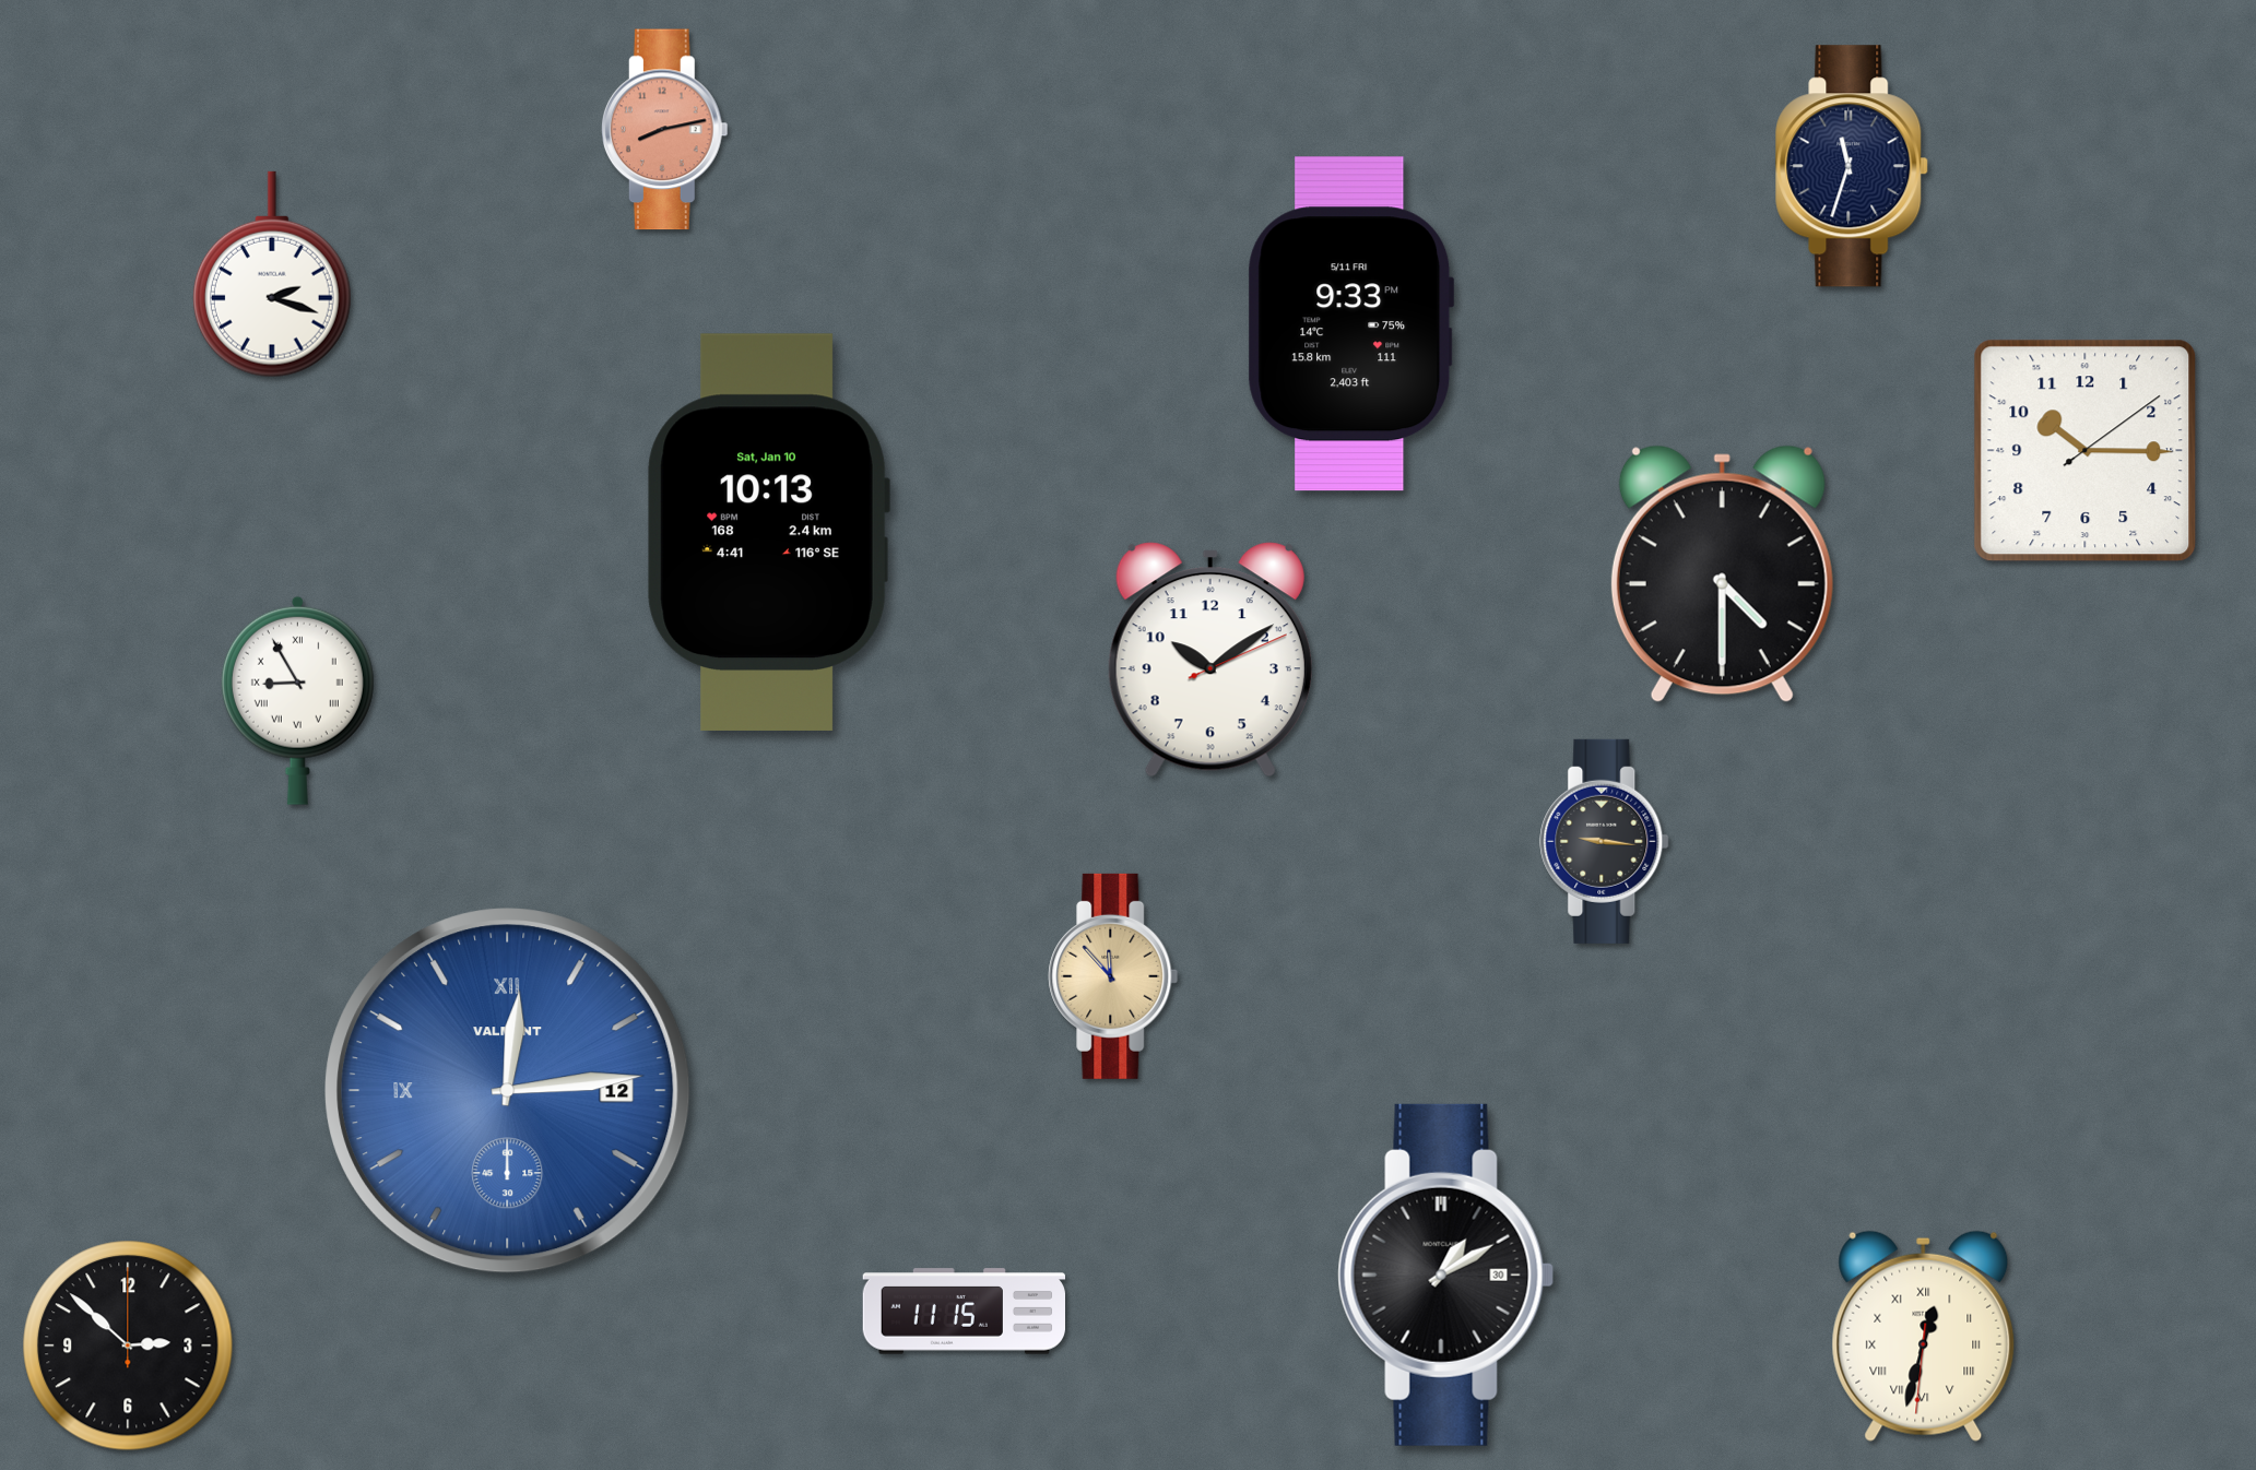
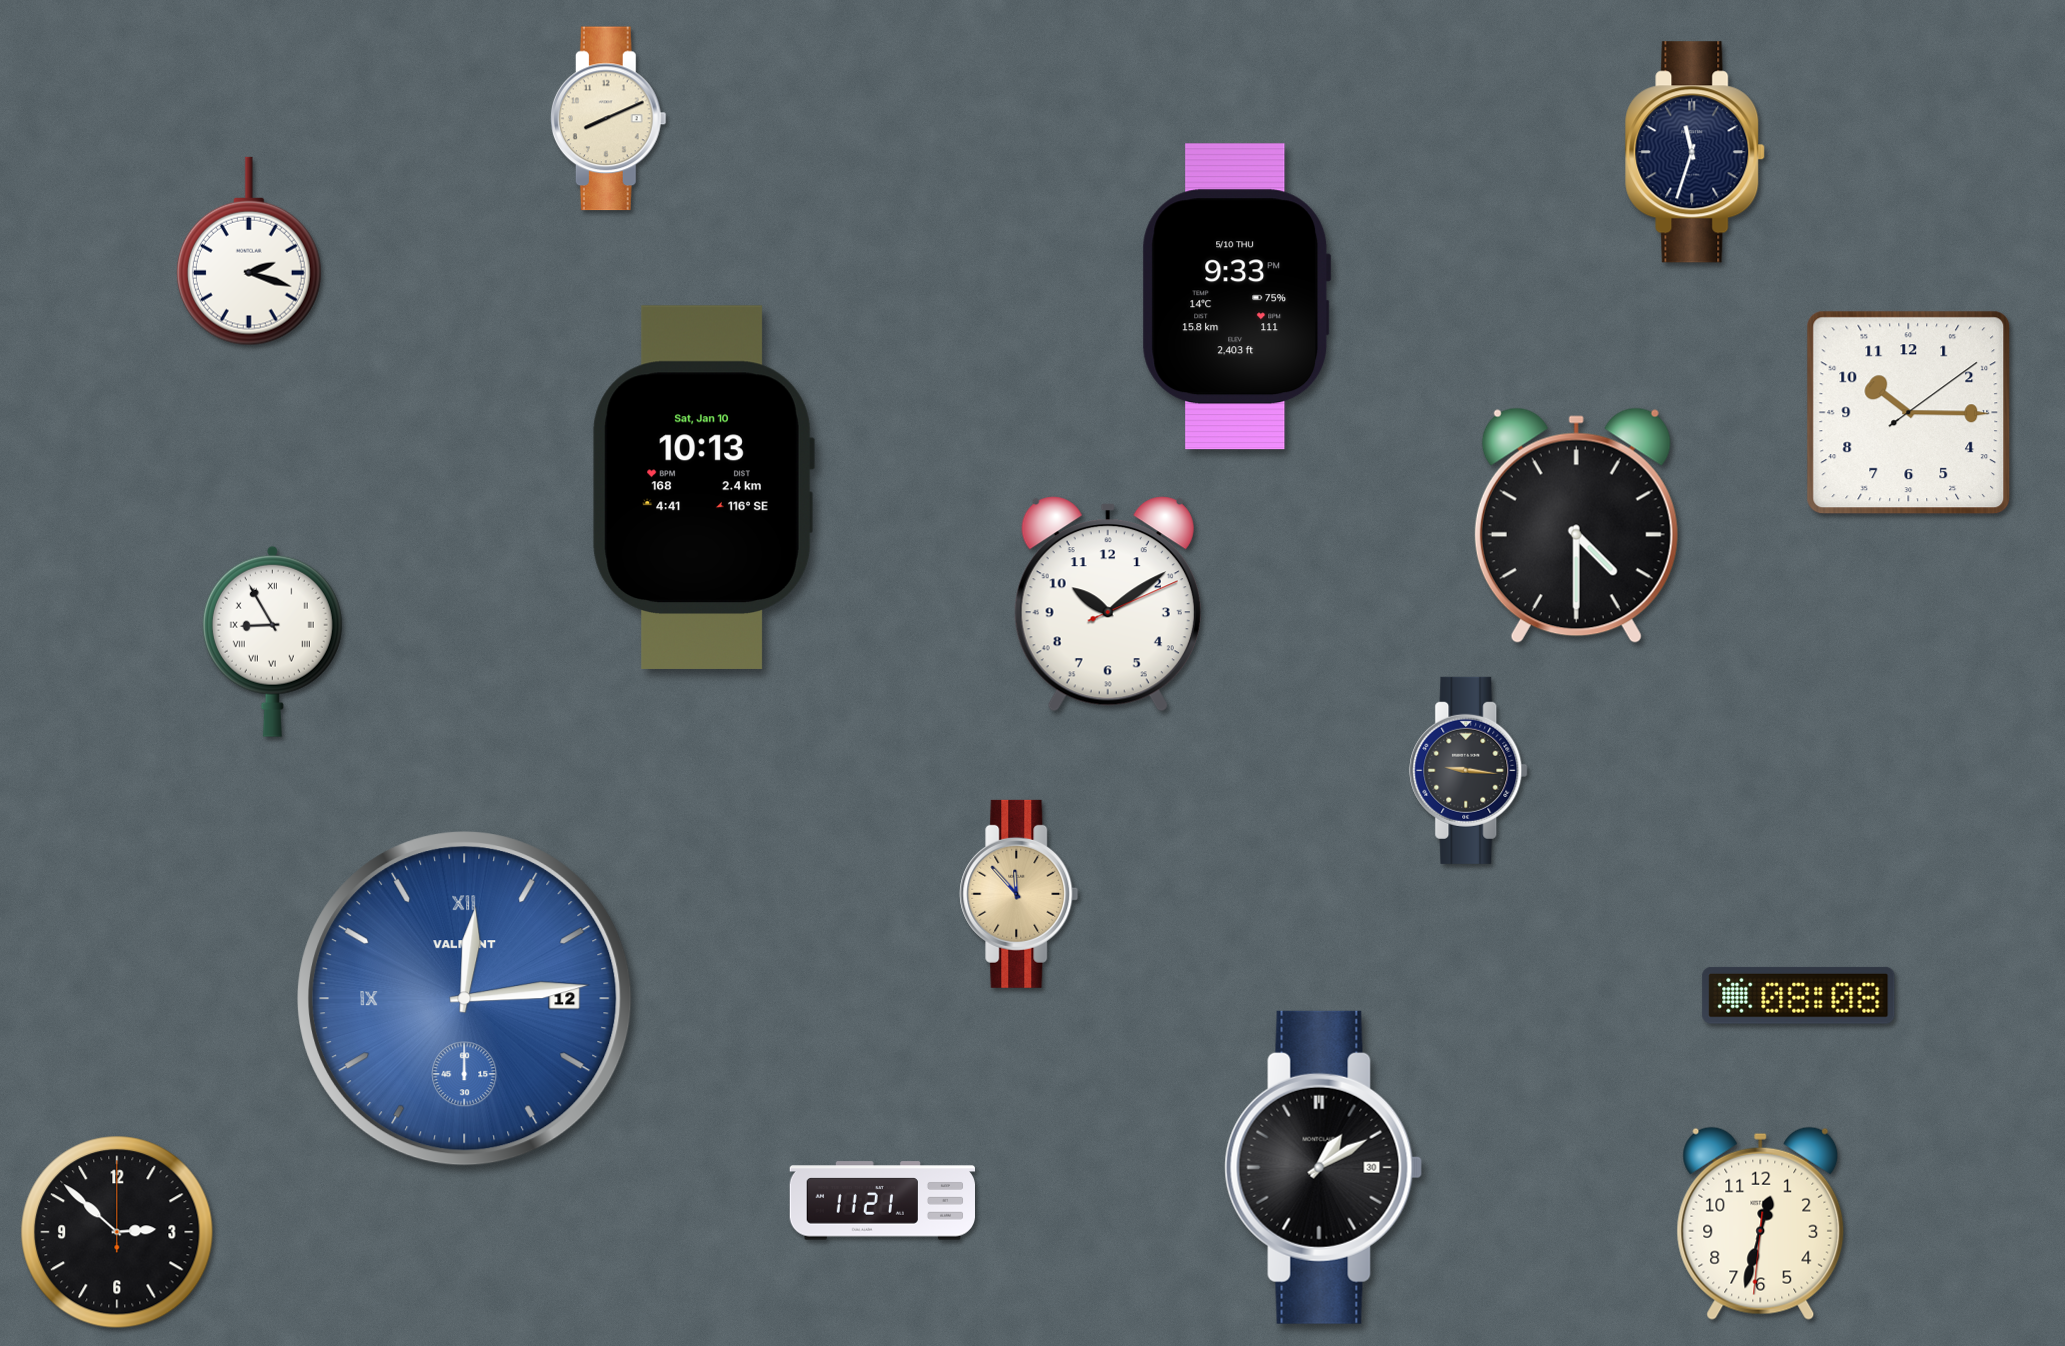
clock at (664, 130): 8:13 -> 8:11
clock at (664, 130) dial: salmon -> cream
clock at (1351, 324) date: 5/11 FRI -> 5/10 THU
clock at (1799, 995): none -> 08:08
clock at (965, 1312): 11:15 -> 11:21
clock at (1924, 1336) numerals: Roman -> Arabic
